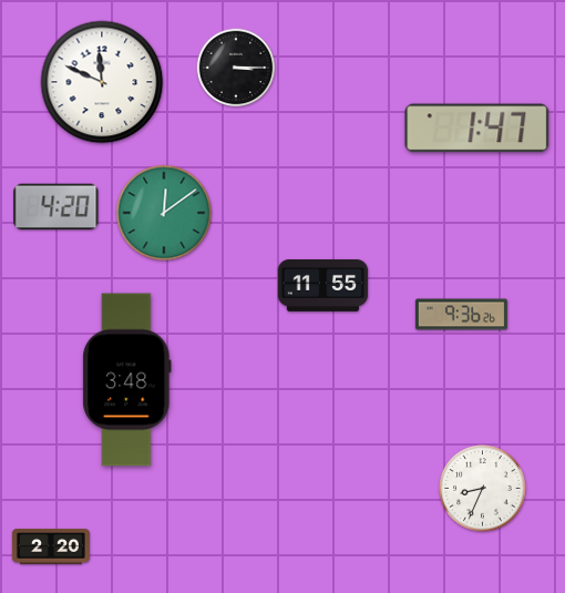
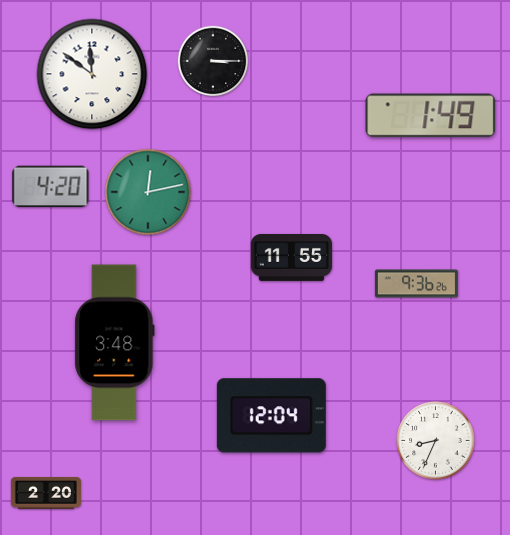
clock at (102, 82): 11:49 -> 11:51
clock at (477, 129): 1:47 -> 1:49
clock at (164, 213): 12:09 -> 12:13
clock at (271, 416): none -> 12:04
